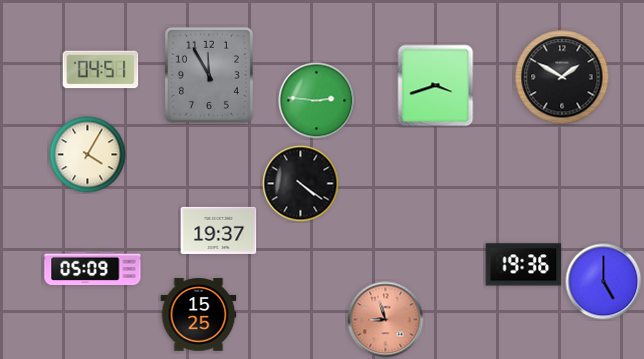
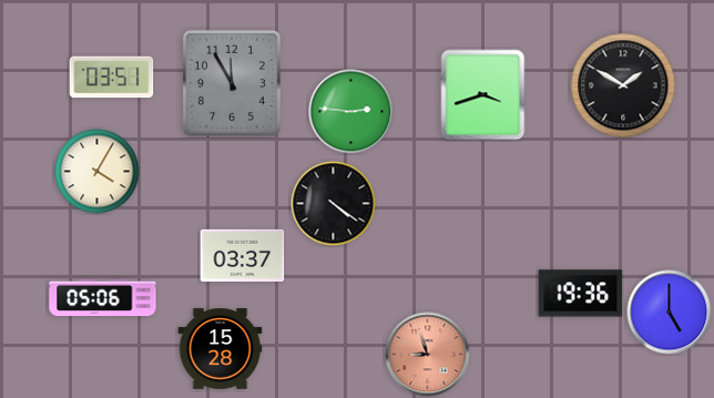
clock at (101, 70): 04:51 -> 03:51
clock at (219, 230): 19:37 -> 03:37
clock at (93, 268): 05:09 -> 05:06
clock at (199, 315): 15:25 -> 15:28
